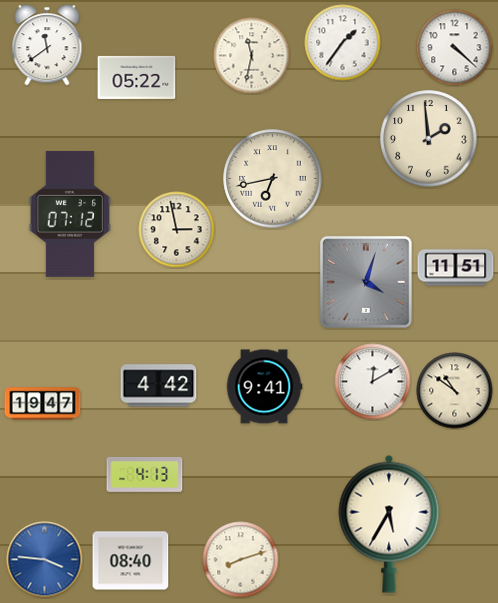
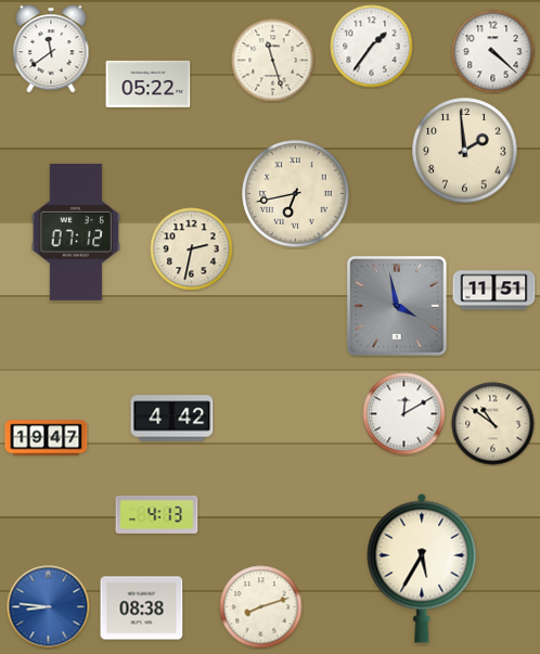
clock at (252, 56): 11:32 -> 11:27
clock at (177, 230): 2:58 -> 2:32
clock at (367, 283): 4:03 -> 3:58
clock at (264, 387): 9:41 -> none
clock at (45, 560): 3:46 -> 8:46
clock at (131, 561): 08:40 -> 08:38
